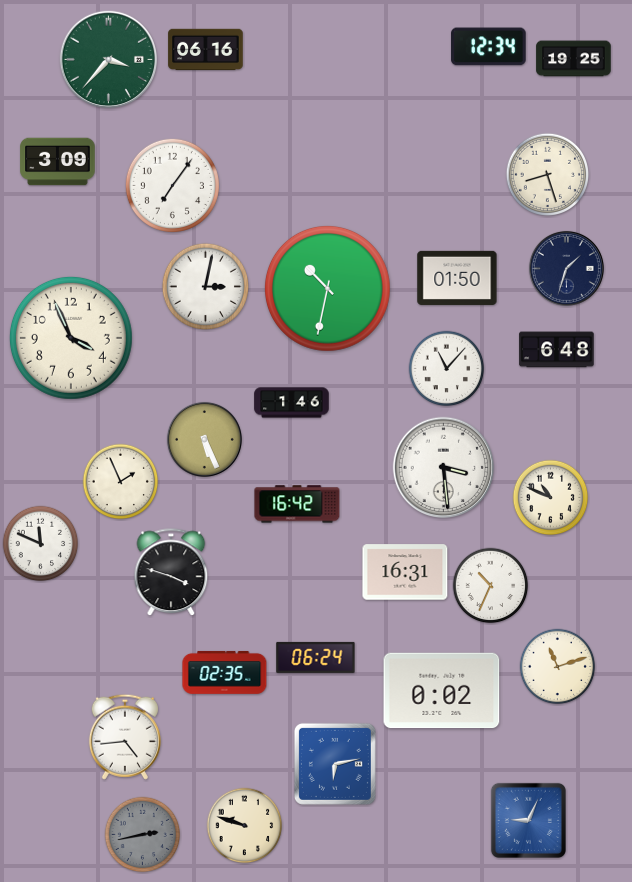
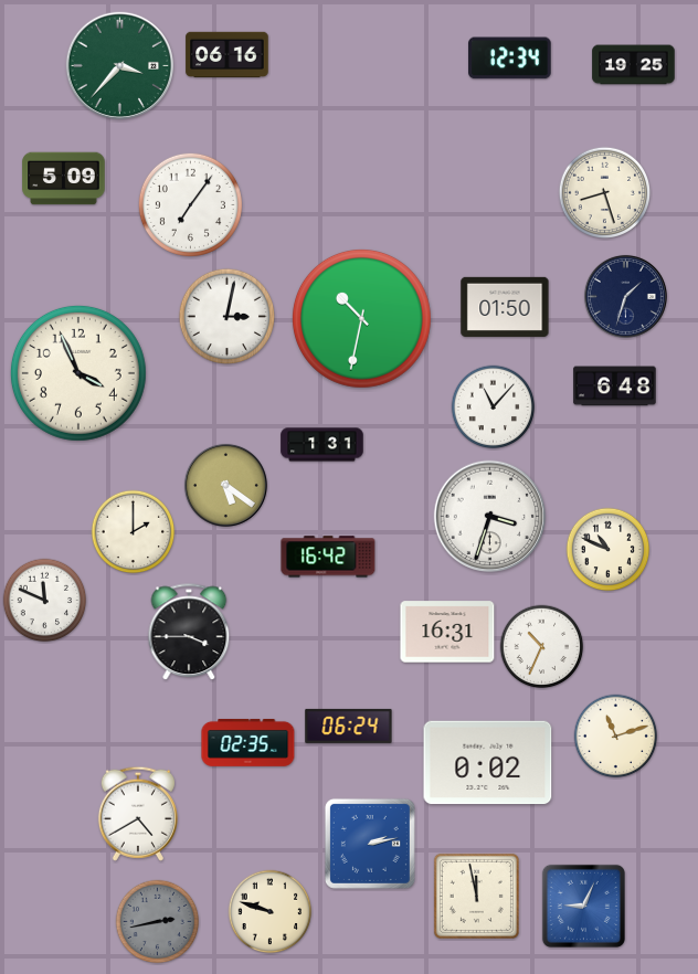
clock at (489, 47) position: (489, 47) -> (510, 59)
clock at (58, 162): 3:09 -> 5:09
clock at (292, 403): 1:46 -> 1:31
clock at (204, 439): 5:26 -> 5:21
clock at (444, 468): 3:29 -> 3:33
clock at (121, 482): 1:56 -> 2:00
clock at (171, 573): 3:48 -> 3:45
clock at (125, 737): 4:44 -> 4:40
clock at (335, 764): 6:13 -> 2:13
clock at (476, 896): none -> 11:58
